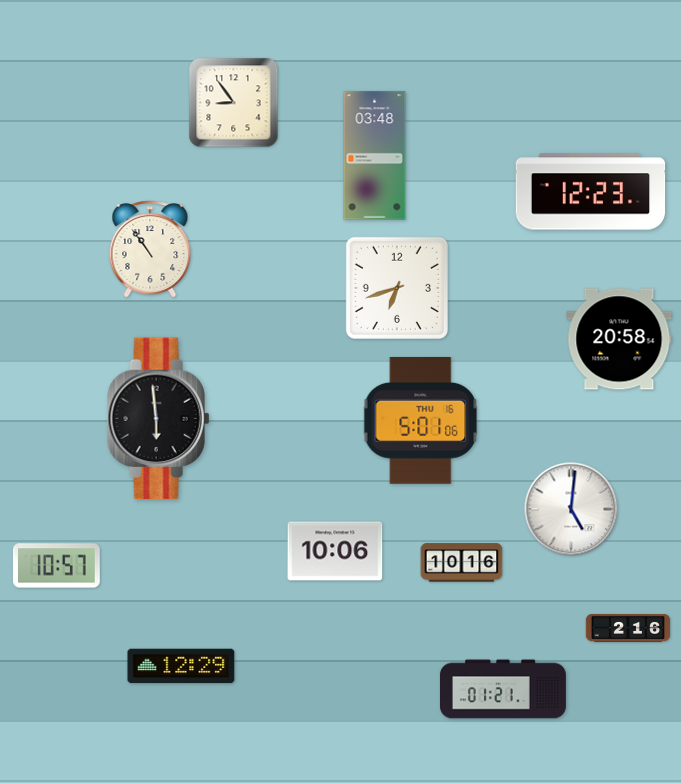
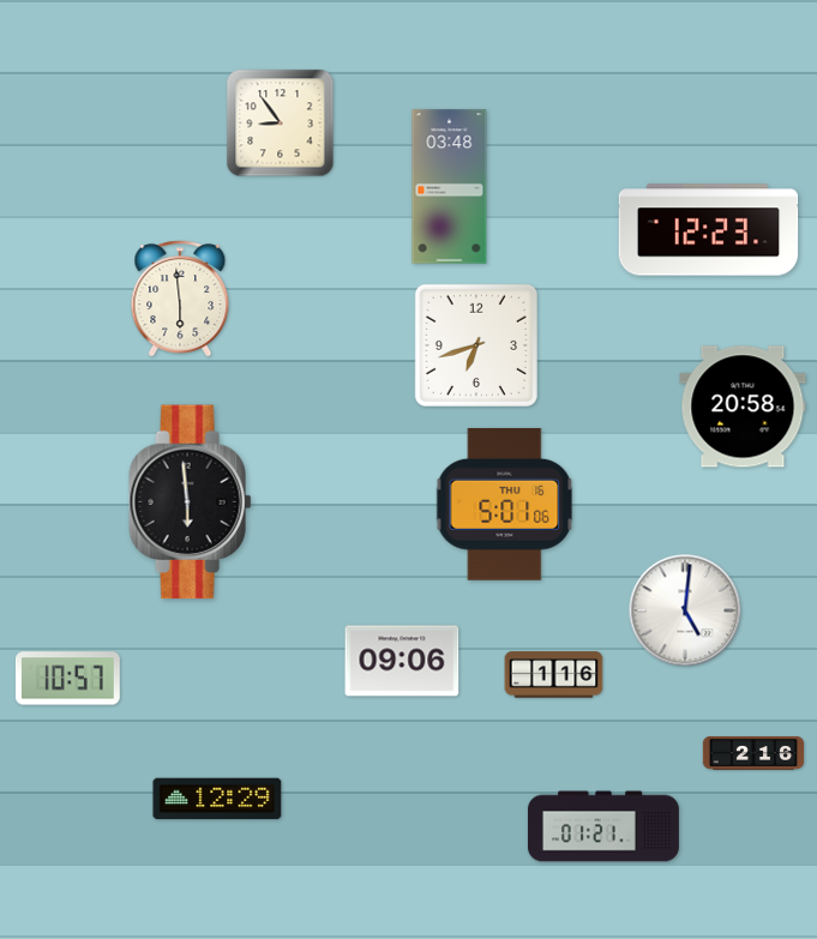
clock at (150, 249): 10:54 -> 5:59
clock at (335, 551): 10:06 -> 09:06
clock at (462, 563): 10:16 -> 1:16
